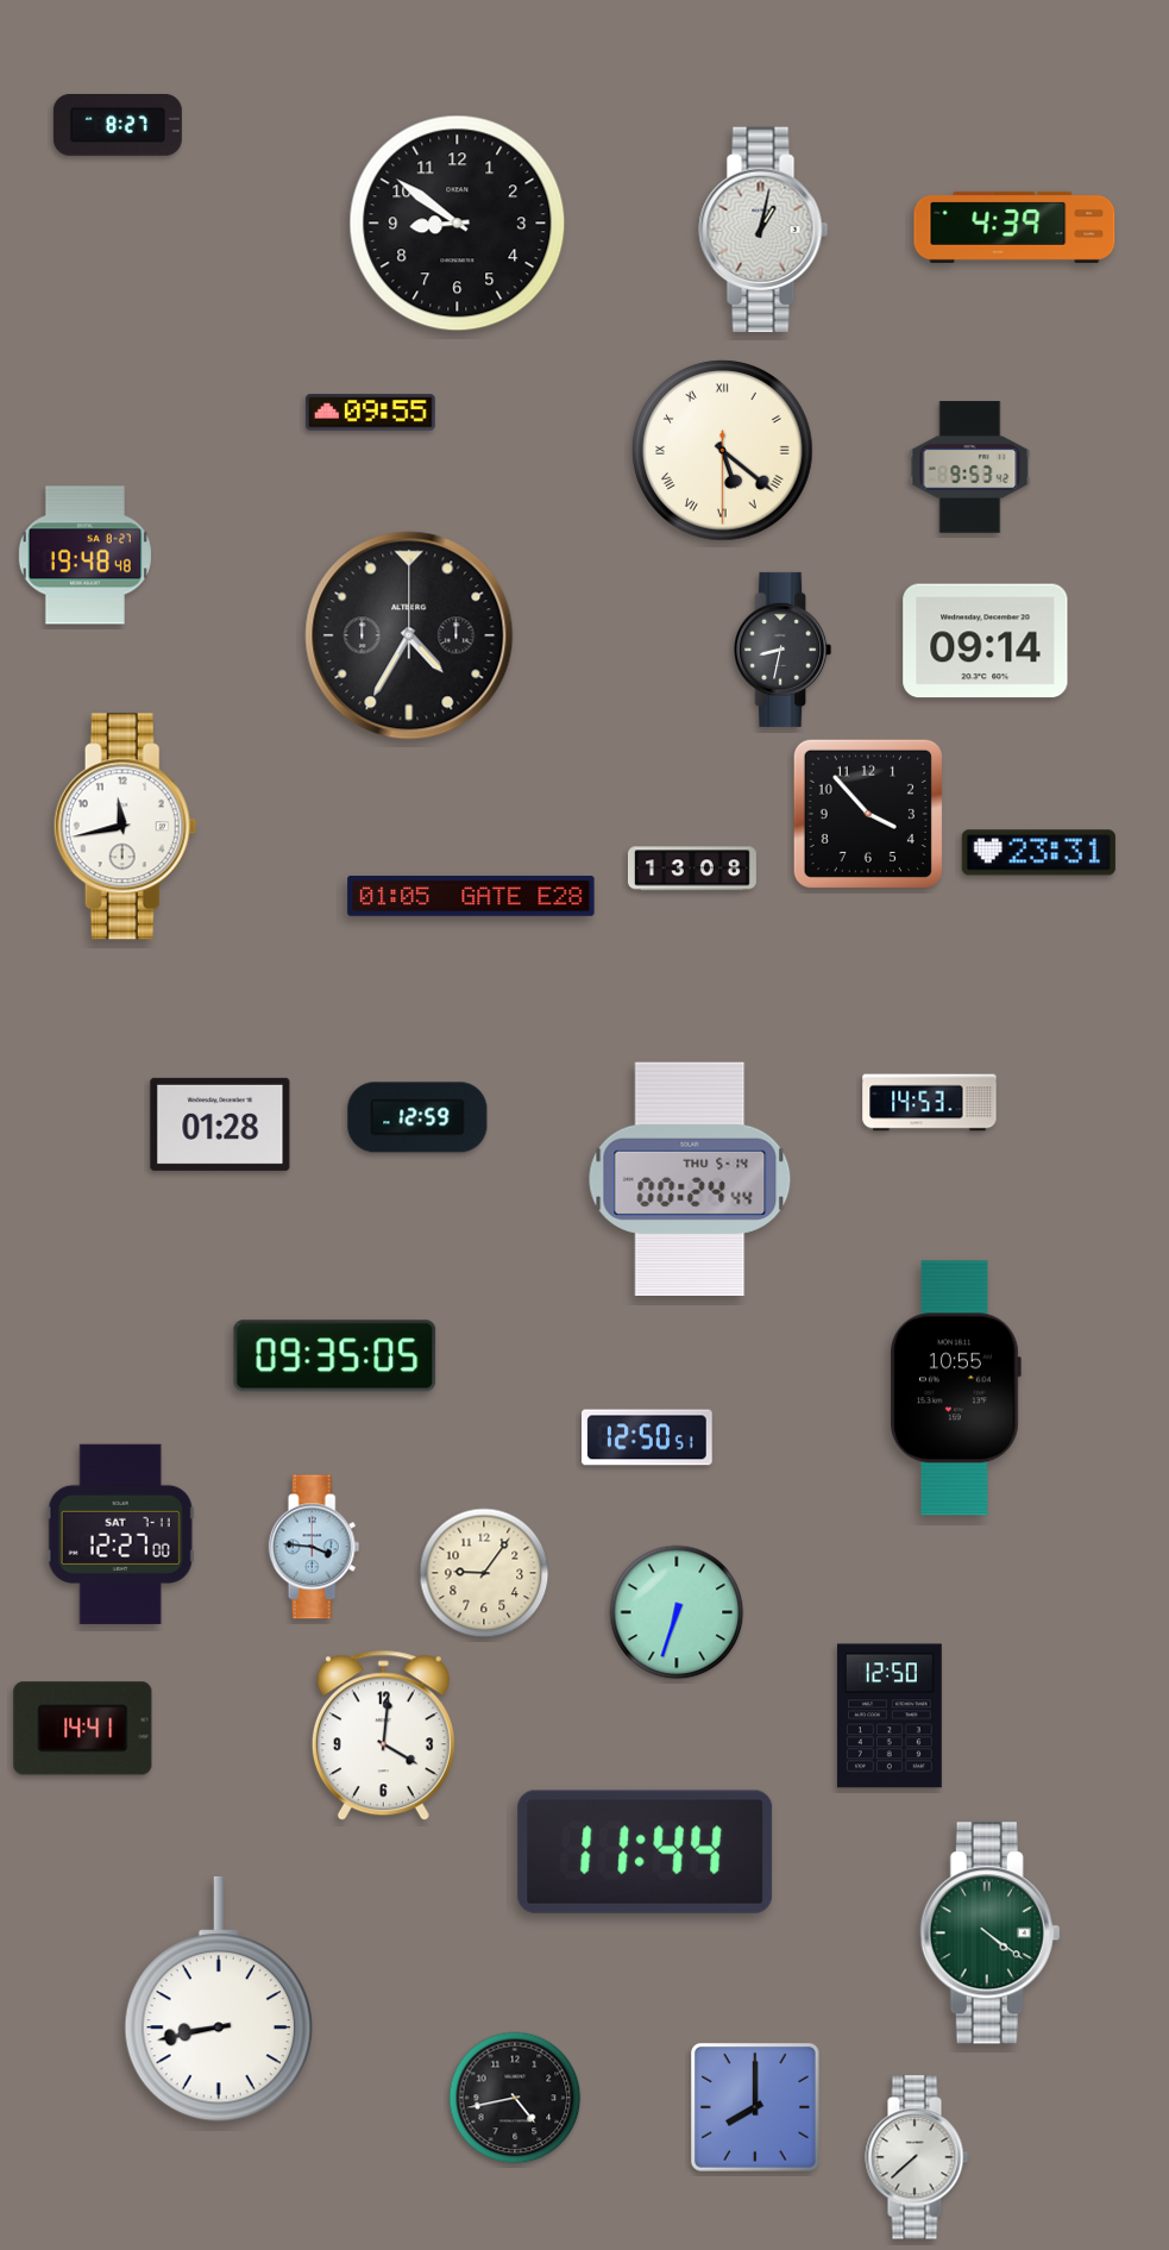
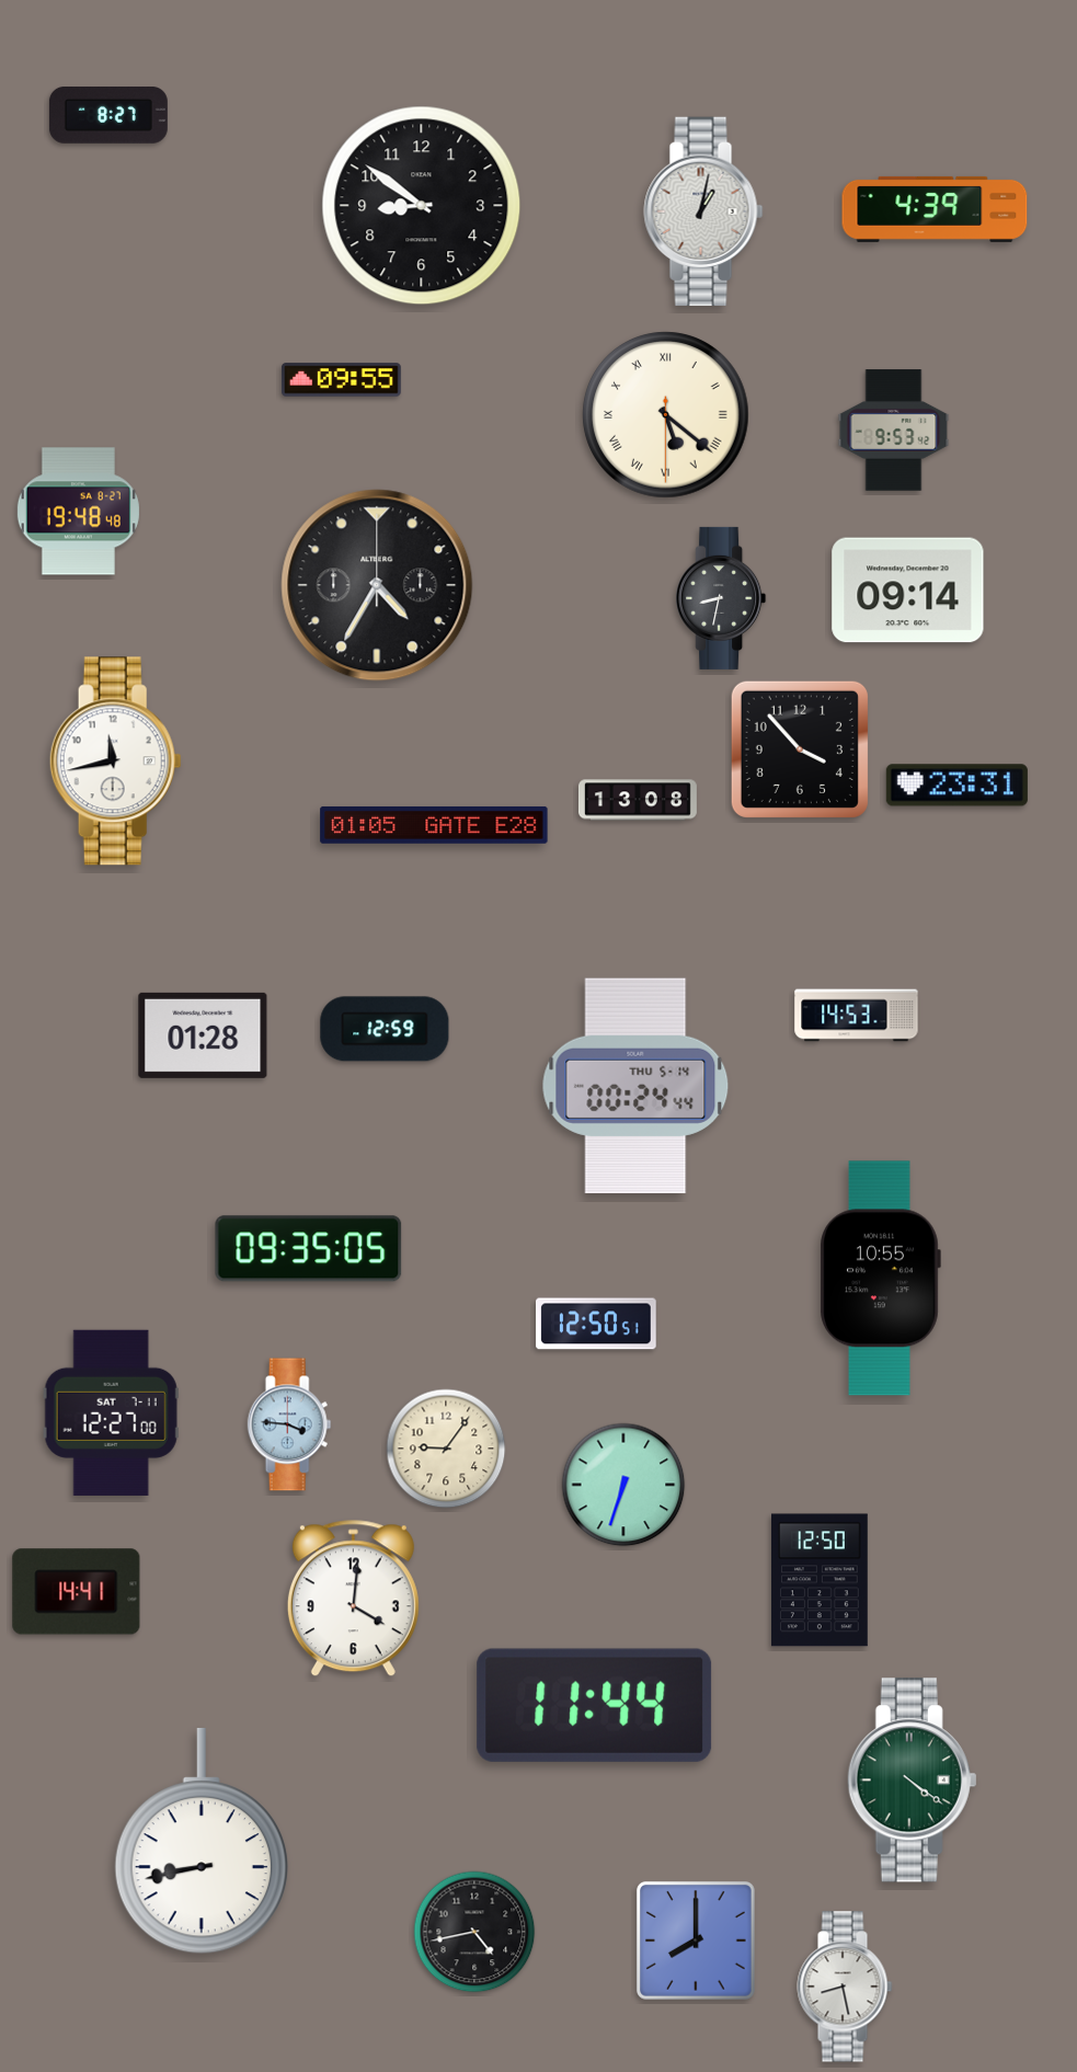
clock at (917, 2157): 7:38 -> 8:28
